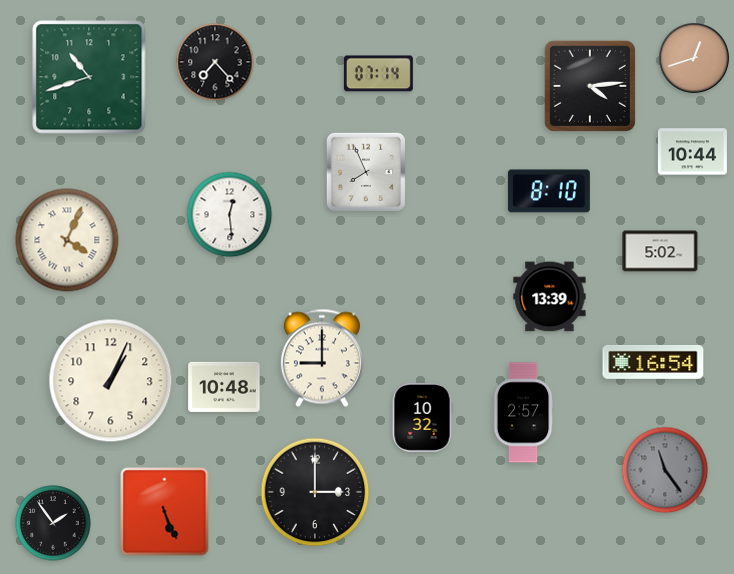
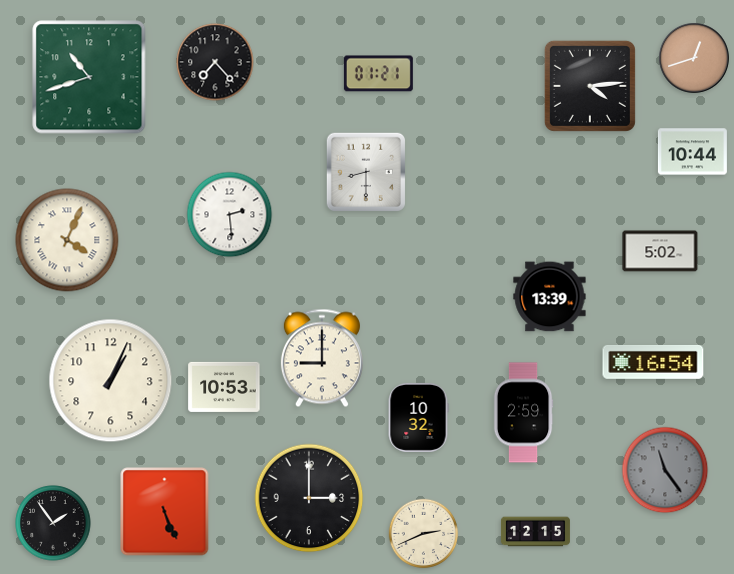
clock at (378, 74): 07:14 -> 01:21
clock at (365, 171): 7:56 -> 8:30
clock at (549, 191): 8:10 -> none
clock at (230, 215): 12:29 -> 2:29
clock at (224, 387): 10:48 -> 10:53
clock at (523, 413): 2:57 -> 2:59
clock at (422, 417) position: (422, 417) -> (418, 417)
clock at (315, 492) position: (315, 492) -> (309, 498)
clock at (535, 532): none -> 12:15
clock at (424, 534): none -> 2:41
